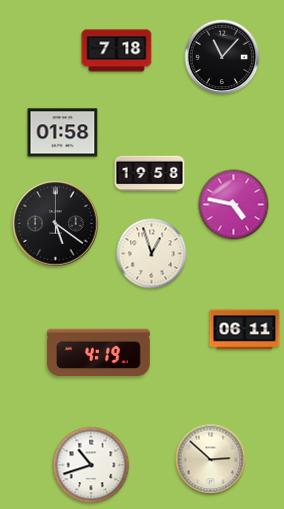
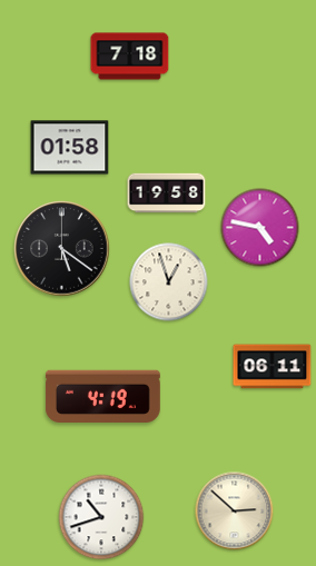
clock at (222, 57): 11:07 -> none
clock at (98, 352) position: (98, 352) -> (102, 396)
